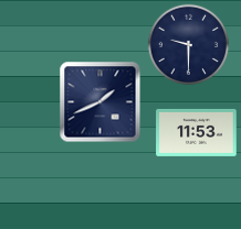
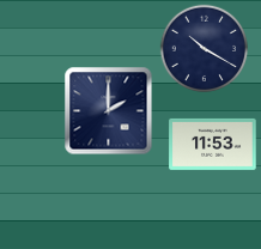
clock at (189, 45): 9:30 -> 10:20
clock at (101, 102): 1:41 -> 2:00
